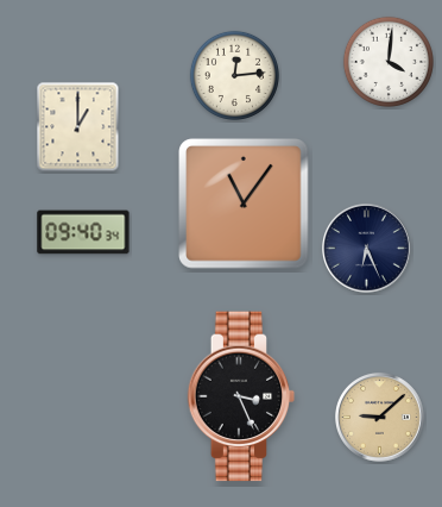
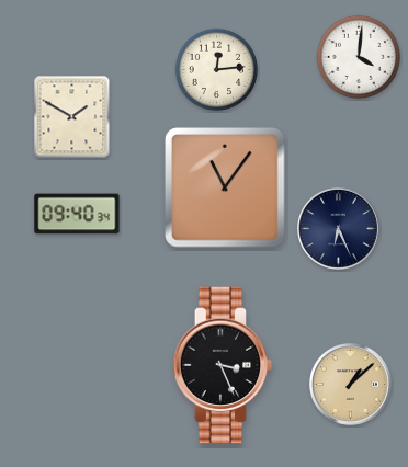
clock at (78, 127): 1:00 -> 1:50
clock at (380, 418): 9:08 -> 1:08
